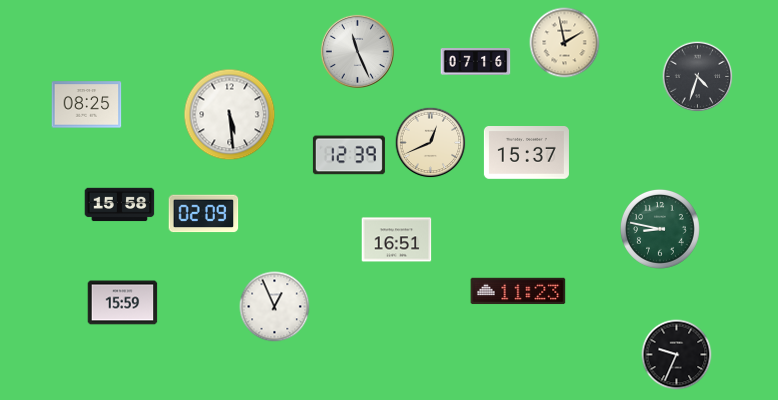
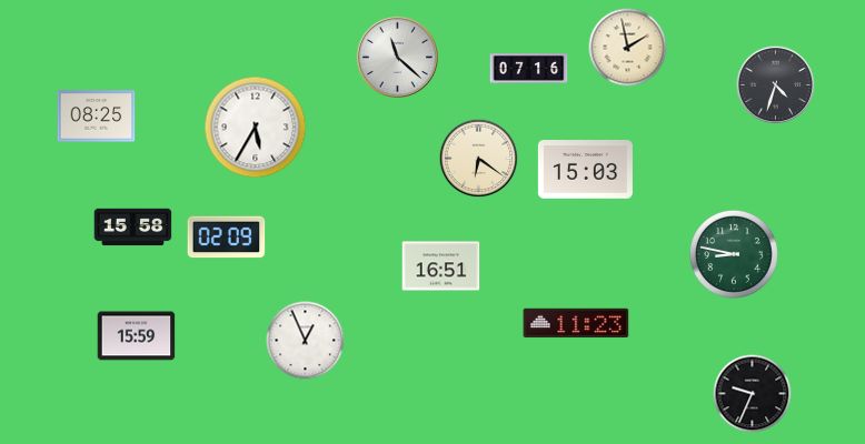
clock at (357, 51): 11:26 -> 11:22
clock at (230, 115): 5:29 -> 5:35
clock at (431, 143): 12:41 -> 6:21
clock at (526, 153): 15:37 -> 15:03
clock at (349, 155): 12:39 -> none
